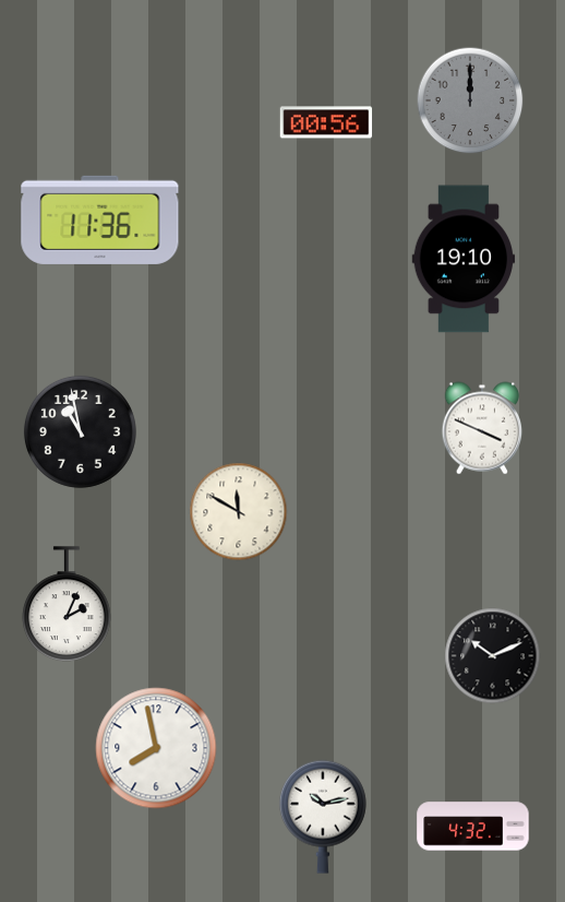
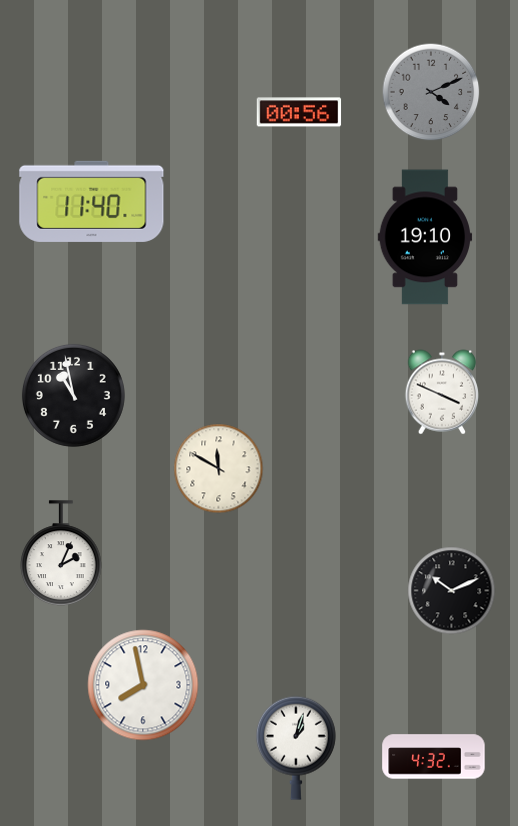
clock at (470, 100): 12:00 -> 4:11
clock at (100, 219): 11:36 -> 11:40
clock at (493, 656) position: (493, 656) -> (452, 591)
clock at (323, 817): 10:13 -> 1:03
